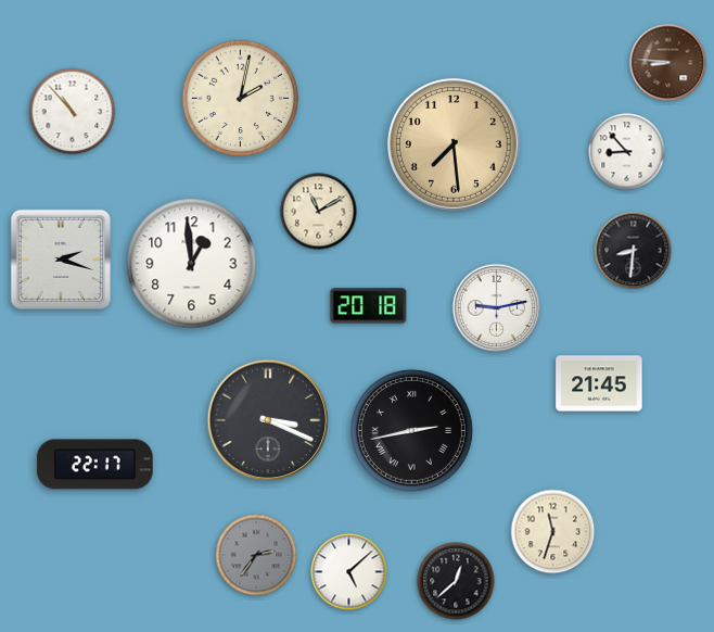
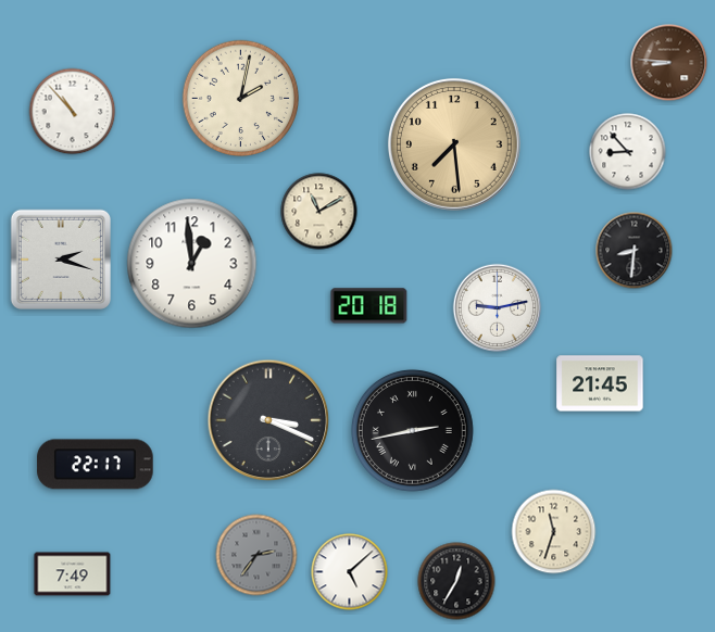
clock at (73, 574): none -> 7:49
clock at (456, 581): 12:38 -> 12:35
